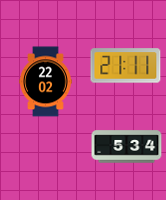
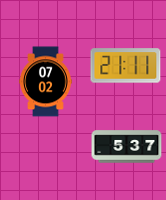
clock at (46, 82): 22:02 -> 07:02
clock at (127, 147): 5:34 -> 5:37
